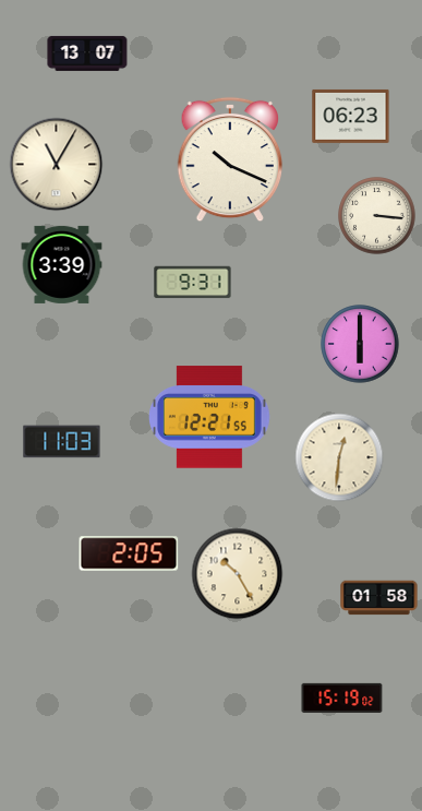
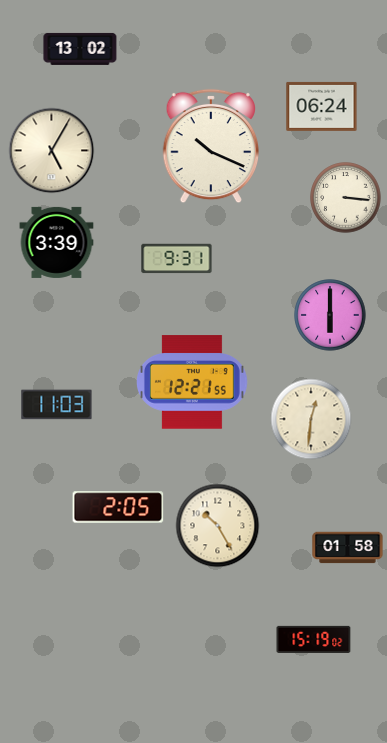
clock at (87, 53): 13:07 -> 13:02
clock at (351, 116): 06:23 -> 06:24
clock at (57, 165): 11:05 -> 5:05
